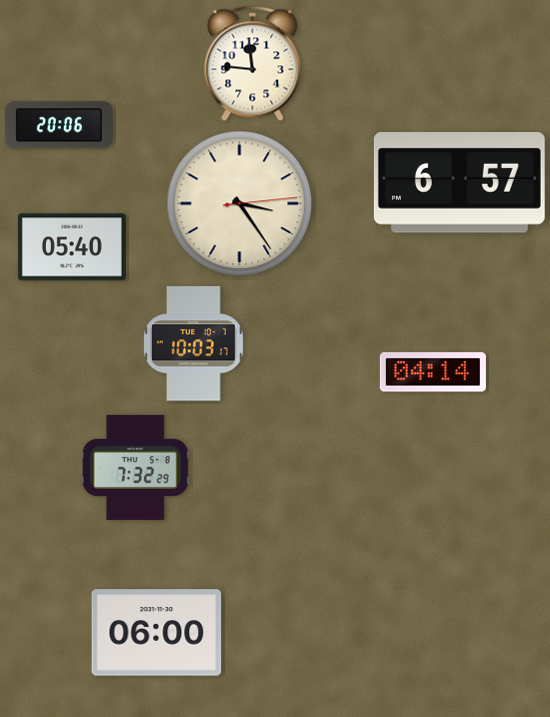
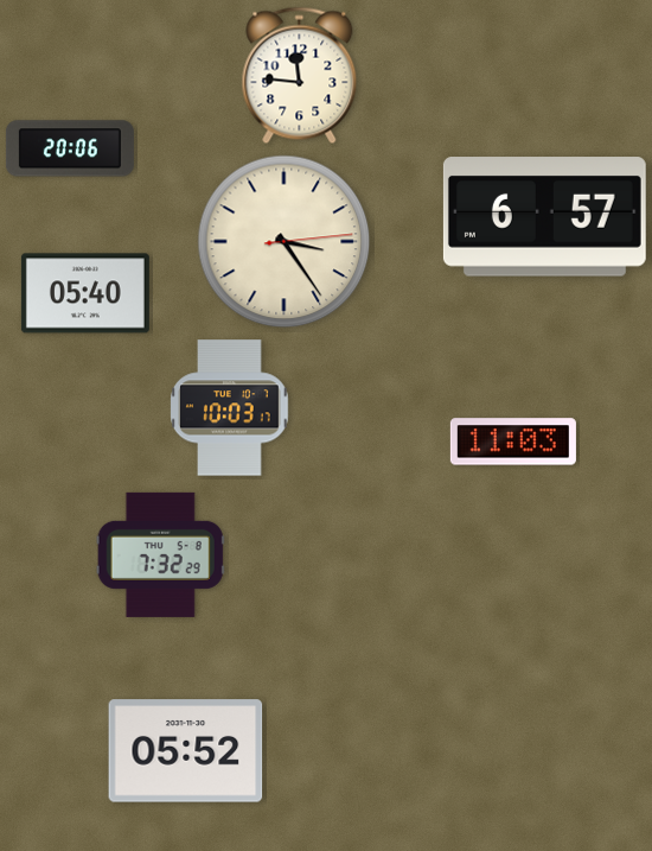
clock at (433, 372): 04:14 -> 11:03
clock at (157, 633): 06:00 -> 05:52
